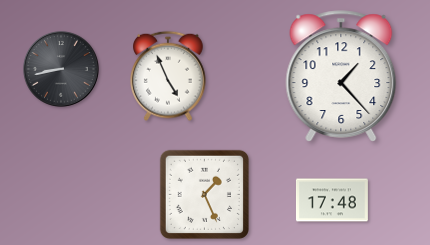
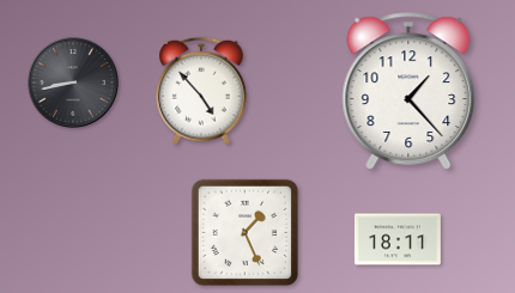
clock at (169, 76): 4:56 -> 4:53
clock at (332, 200): 17:48 -> 18:11
